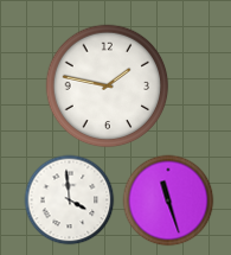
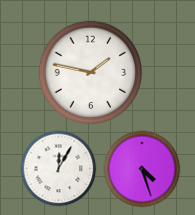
clock at (70, 200): 3:59 -> 12:05
clock at (168, 200): 11:27 -> 4:27
